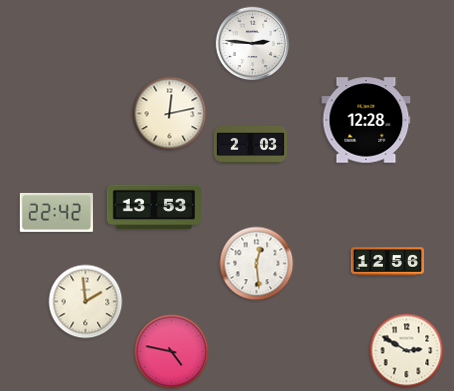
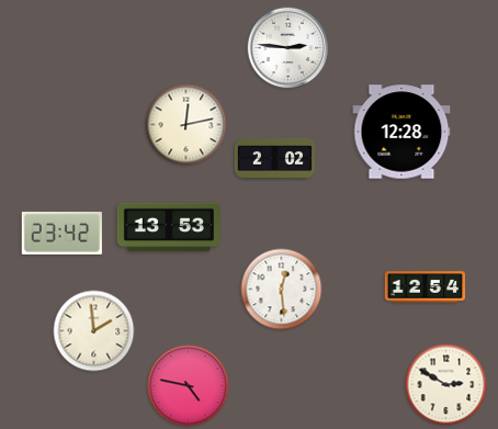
clock at (253, 44) position: (253, 44) -> (288, 48)
clock at (250, 144): 2:03 -> 2:02
clock at (56, 212): 22:42 -> 23:42
clock at (387, 262): 12:56 -> 12:54
